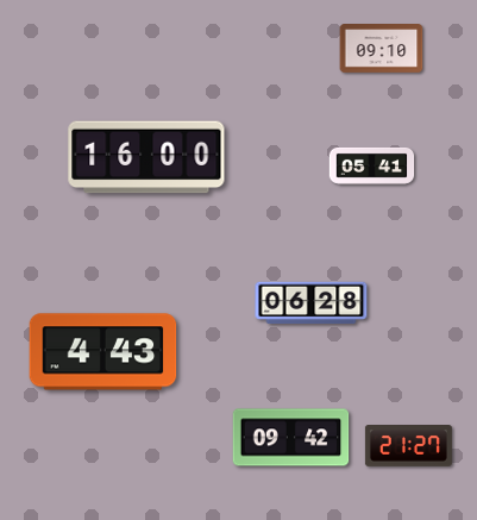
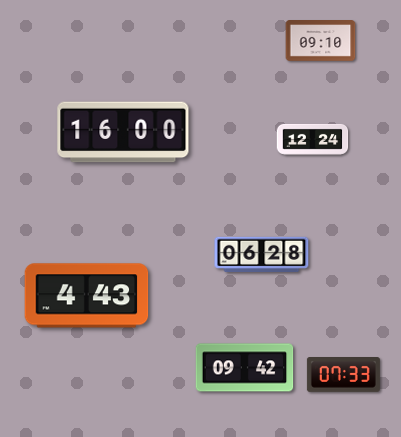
clock at (372, 165): 05:41 -> 12:24
clock at (408, 446): 21:27 -> 07:33
